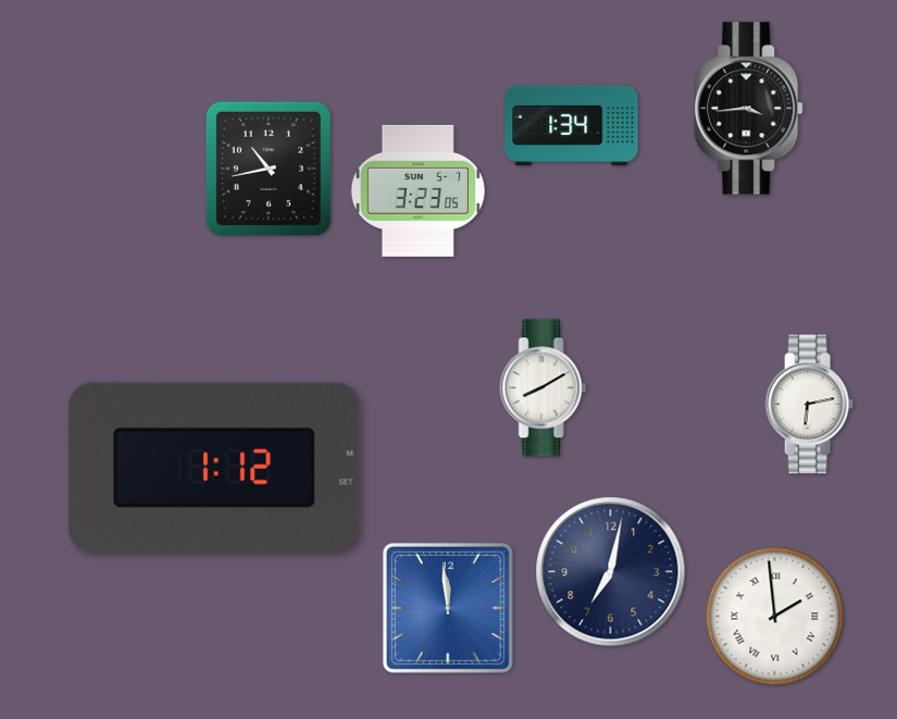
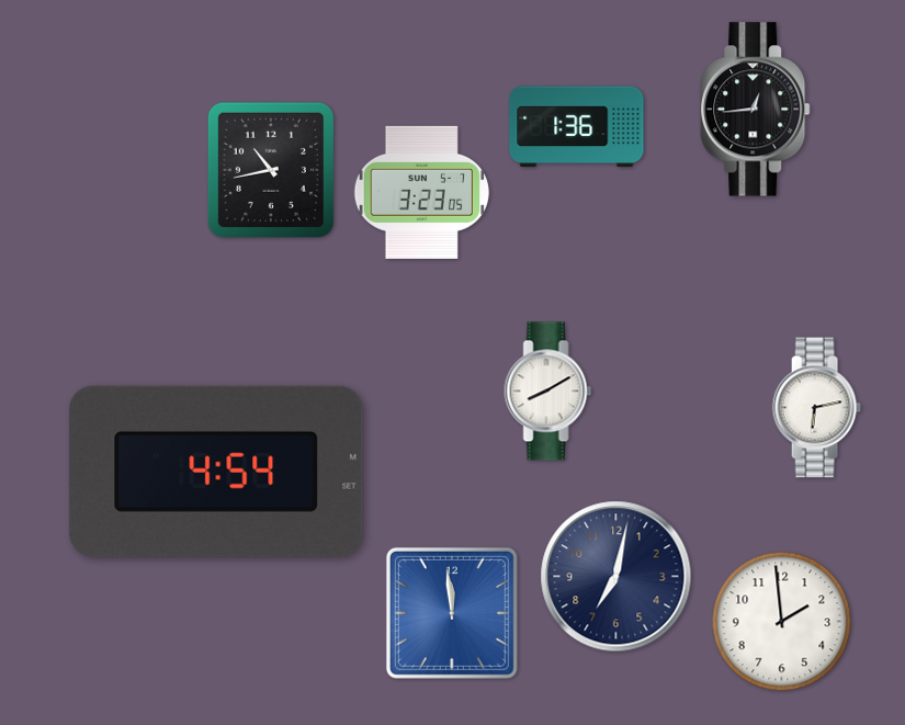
clock at (749, 109): 3:44 -> 12:44
clock at (572, 126): 1:34 -> 1:36
clock at (214, 468): 1:12 -> 4:54
clock at (775, 617) numerals: Roman -> Arabic
